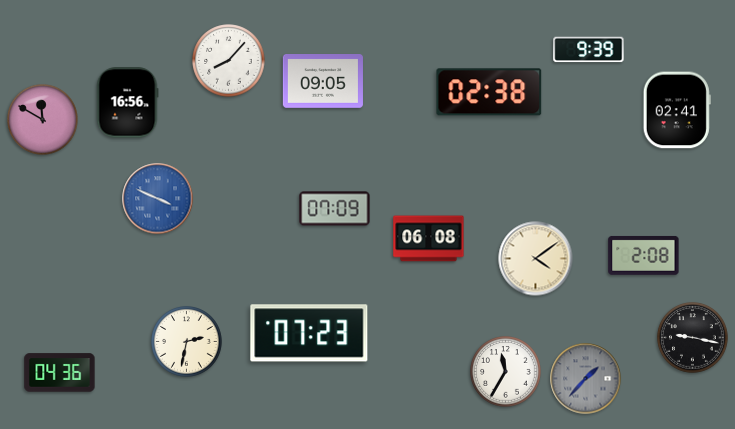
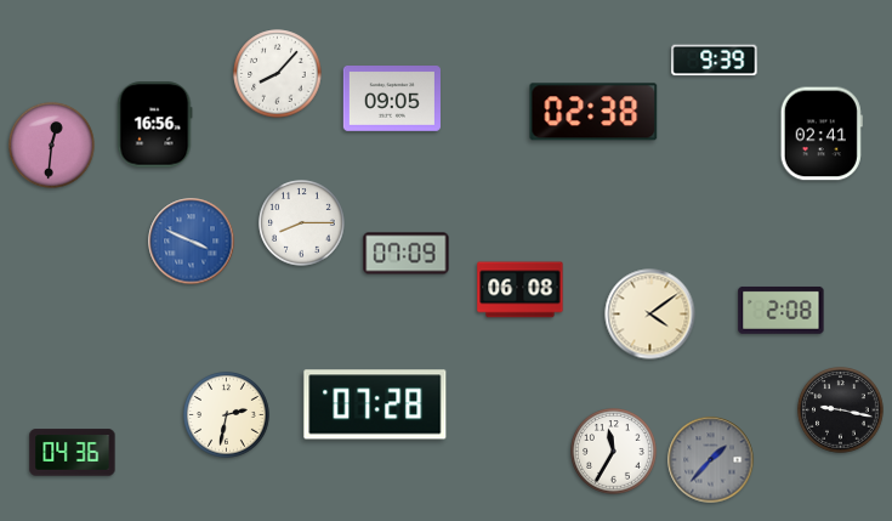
clock at (43, 120): 11:50 -> 12:31
clock at (302, 223): none -> 8:15
clock at (309, 333): 07:23 -> 07:28
